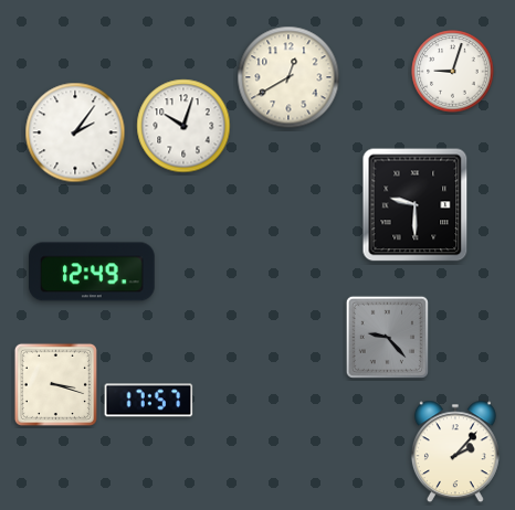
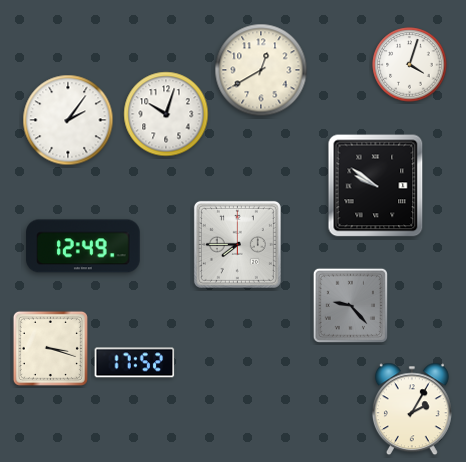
clock at (453, 72): 9:03 -> 4:03
clock at (416, 205): 9:30 -> 9:51
clock at (237, 244): none -> 7:45
clock at (149, 401): 17:57 -> 17:52
clock at (455, 451): 2:07 -> 2:05
